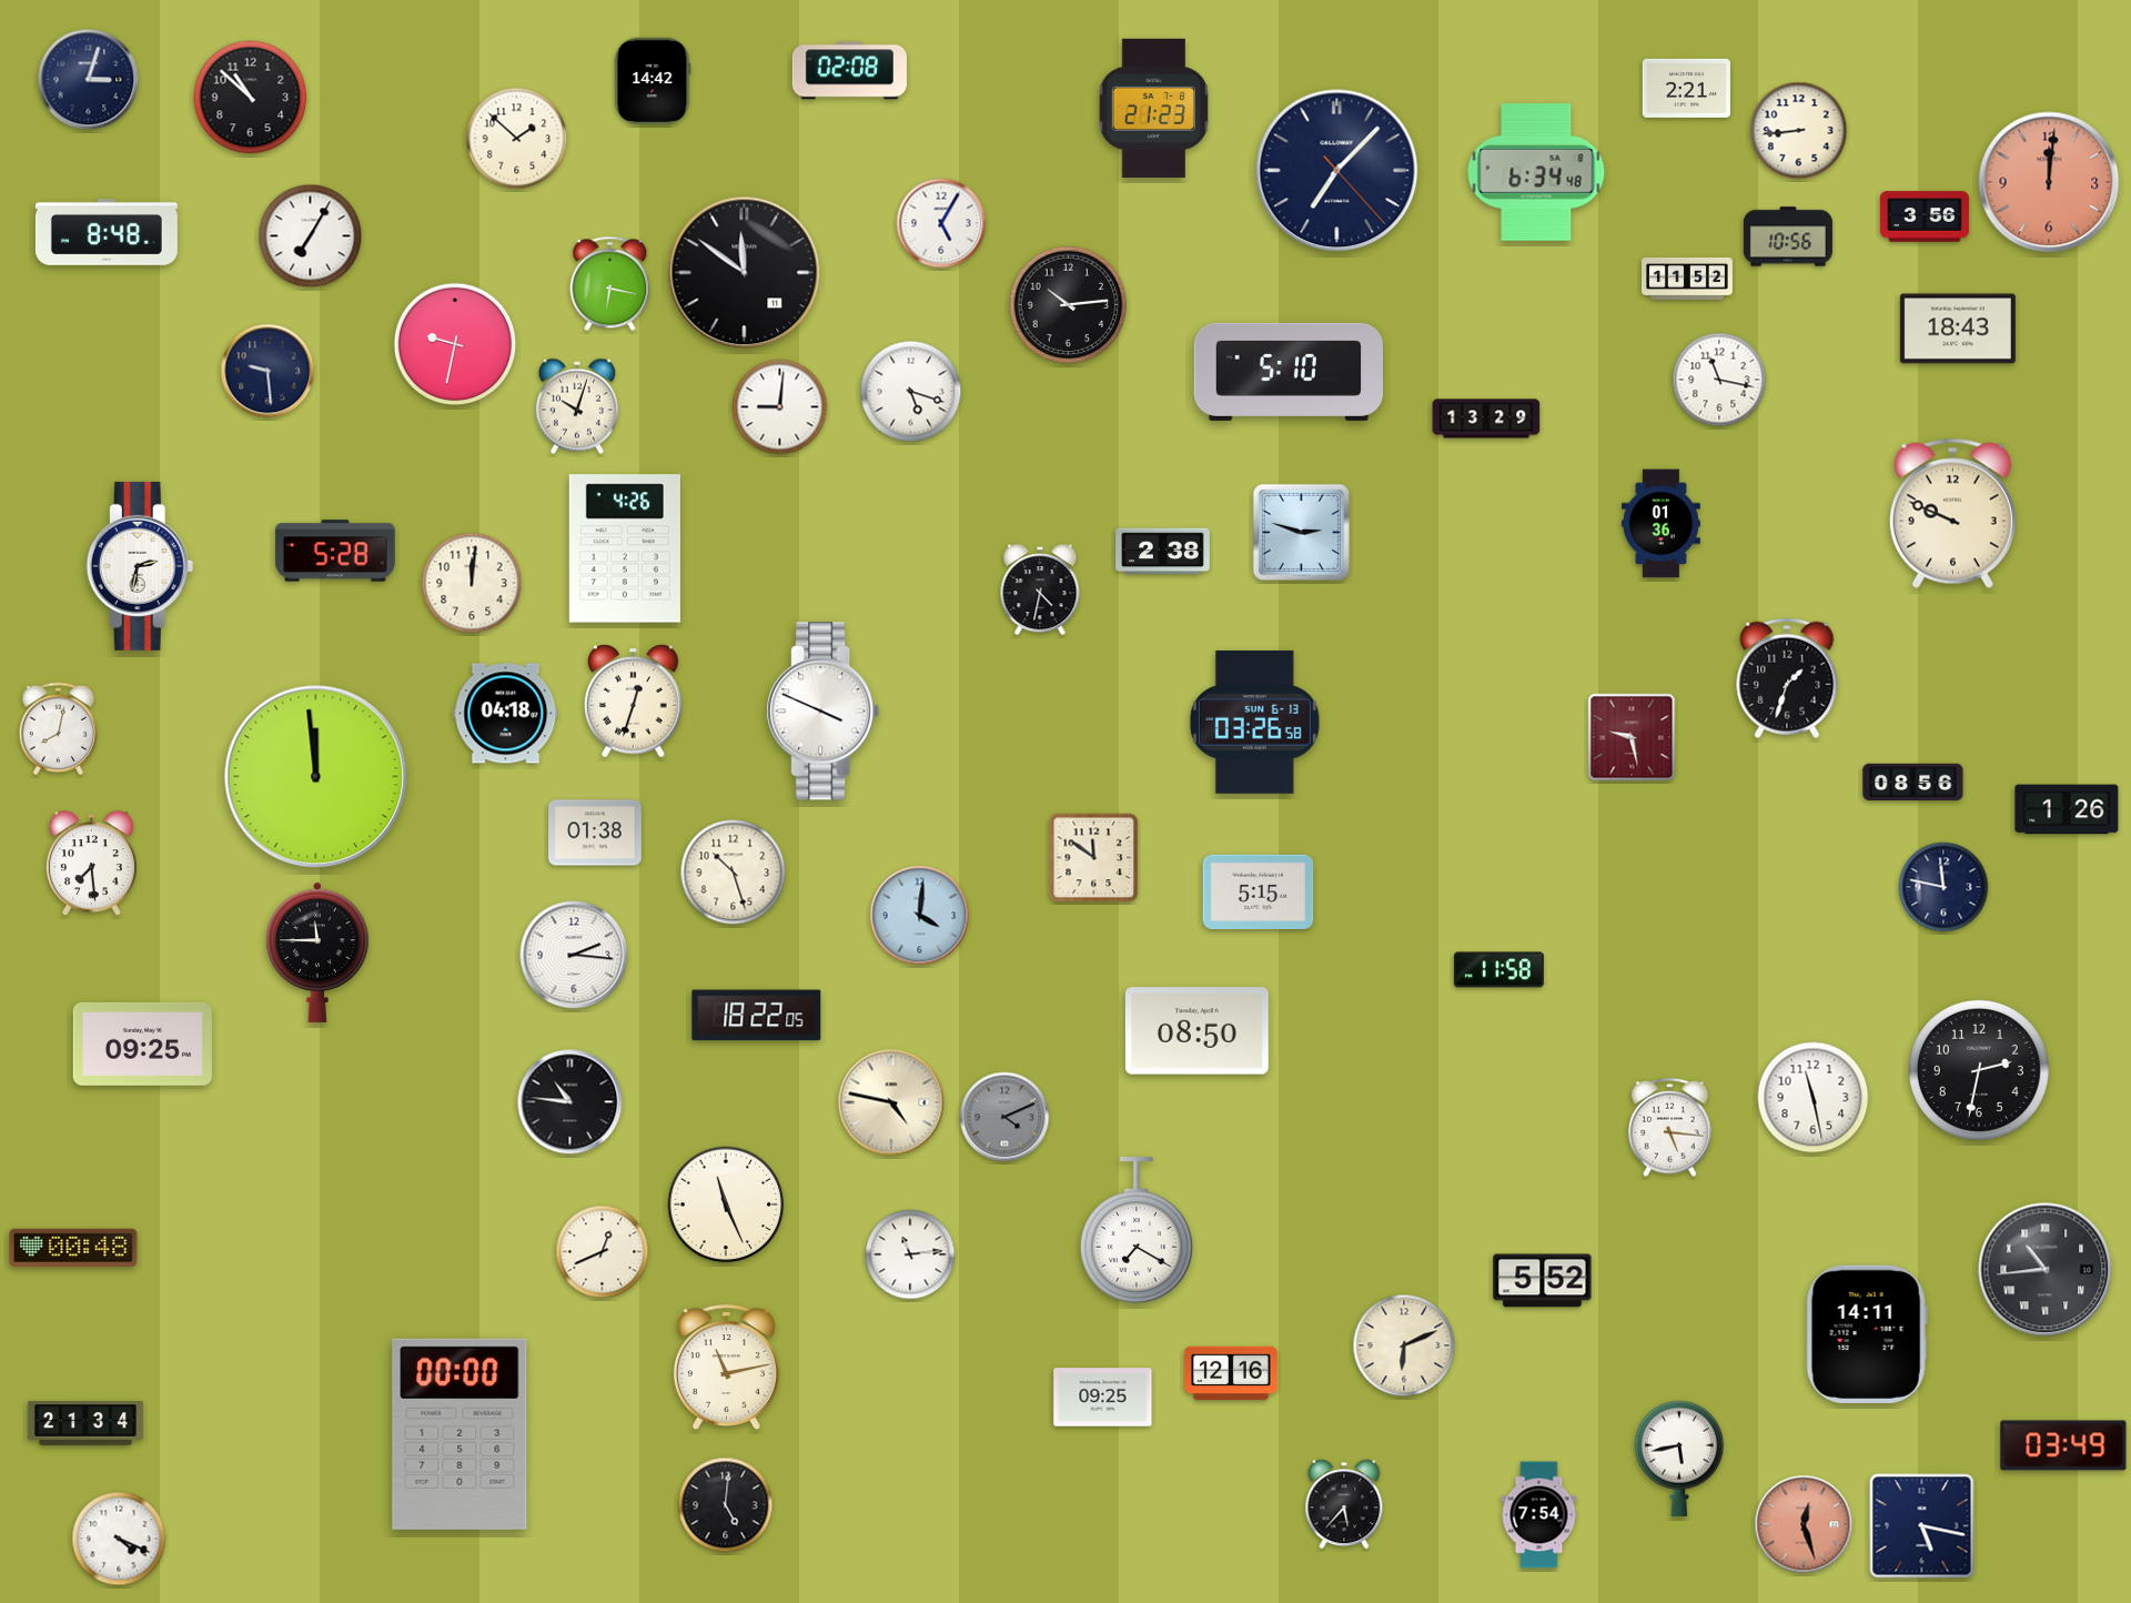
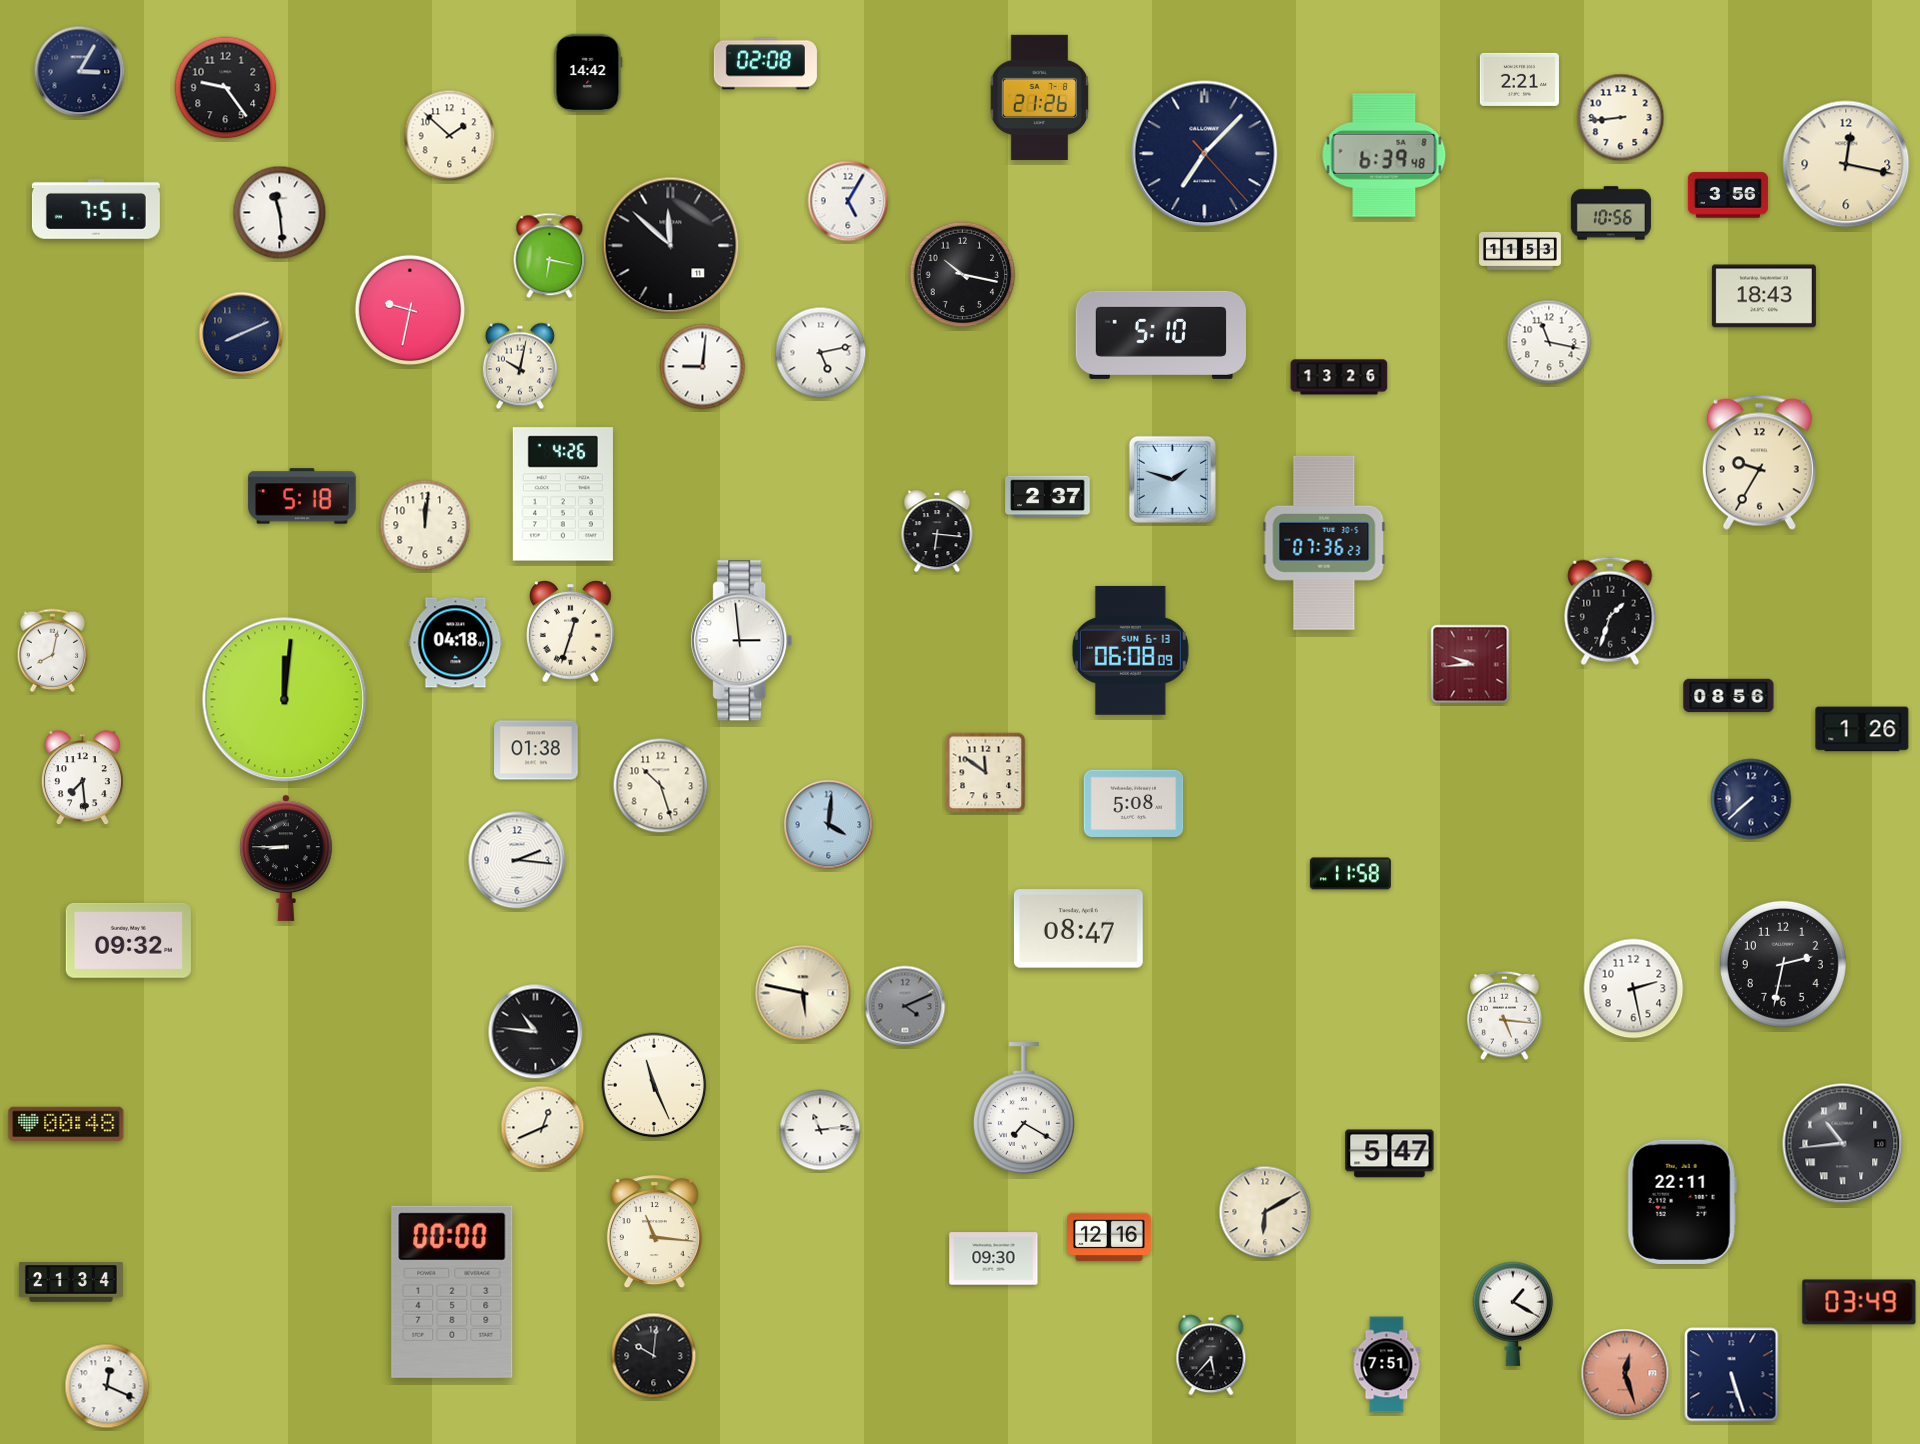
clock at (89, 80): 3:03 -> 3:05
clock at (251, 98): 10:52 -> 9:24
clock at (1153, 108): 21:23 -> 21:26
clock at (517, 139) position: (517, 139) -> (450, 136)
clock at (1536, 172): 6:34 -> 6:39
clock at (2049, 182): 12:01 -> 12:17
clock at (2049, 182) dial: salmon -> cream
clock at (1925, 216) position: (1925, 216) -> (1728, 195)
clock at (107, 233): 8:48 -> 7:51
clock at (311, 236): 7:05 -> 11:29
clock at (745, 273): 11:51 -> 11:52
clock at (1688, 279): 11:52 -> 11:53
clock at (1069, 305): 10:14 -> 10:17
clock at (267, 371): 9:29 -> 8:11
clock at (911, 392): 5:18 -> 5:13
clock at (577, 406): 10:03 -> 10:02
clock at (1486, 419): 13:29 -> 13:26
clock at (1952, 513): 9:49 -> 9:35
clock at (1660, 524): 01:36 -> none
clock at (1301, 532): 2:48 -> 1:48
clock at (335, 551): 5:28 -> 5:18
clock at (1163, 552): 2:38 -> 2:37
clock at (140, 566): 2:32 -> none
clock at (1040, 589): 4:32 -> 6:16
clock at (1324, 543): none -> 07:36
clock at (824, 712): 3:49 -> 2:59
clock at (1254, 722): 03:26 -> 06:08
clock at (59, 729) position: (59, 729) -> (53, 651)
clock at (1632, 737): 9:28 -> 9:44
clock at (316, 777): 11:59 -> 12:01
clock at (1913, 783) position: (1913, 783) -> (1729, 696)
clock at (1943, 887): 11:47 -> 7:38
clock at (1259, 891): 5:15 -> 5:08
clock at (317, 952): 11:45 -> 8:45
clock at (757, 1016): 18:22 -> none
clock at (1196, 1031): 08:50 -> 08:47
clock at (142, 1044): 09:25 -> 09:32
clock at (1814, 1098): 11:28 -> 2:28
clock at (570, 1102) position: (570, 1102) -> (536, 1032)
clock at (891, 1102): 4:47 -> 5:47
clock at (1543, 1281): 5:52 -> 5:47
clock at (1867, 1334): 14:11 -> 22:11
clock at (1404, 1345): 6:11 -> 6:10
clock at (726, 1368): 11:13 -> 11:16
clock at (1103, 1398): 09:25 -> 09:30
clock at (85, 1423) position: (85, 1423) -> (71, 1282)
clock at (459, 1434) position: (459, 1434) -> (452, 1292)
clock at (1679, 1459): 5:43 -> 1:20
clock at (726, 1505): 5:01 -> 10:01
clock at (1539, 1515): 7:54 -> 7:51
clock at (1922, 1526): 5:17 -> 5:27
clock at (119, 1539): 4:19 -> 12:19
